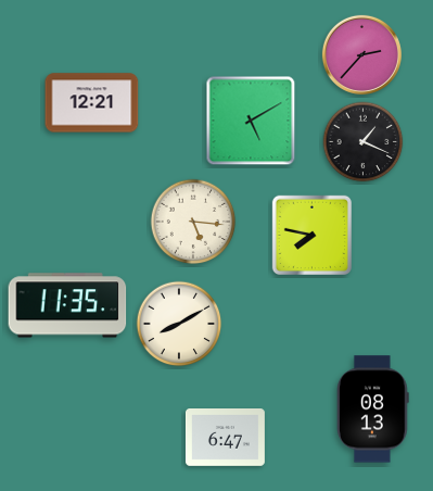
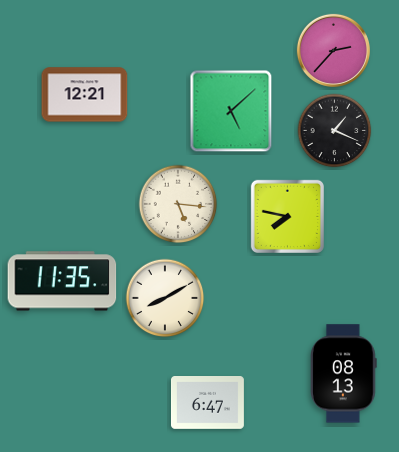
clock at (251, 121): 5:10 -> 5:08
clock at (373, 410) position: (373, 410) -> (344, 374)
